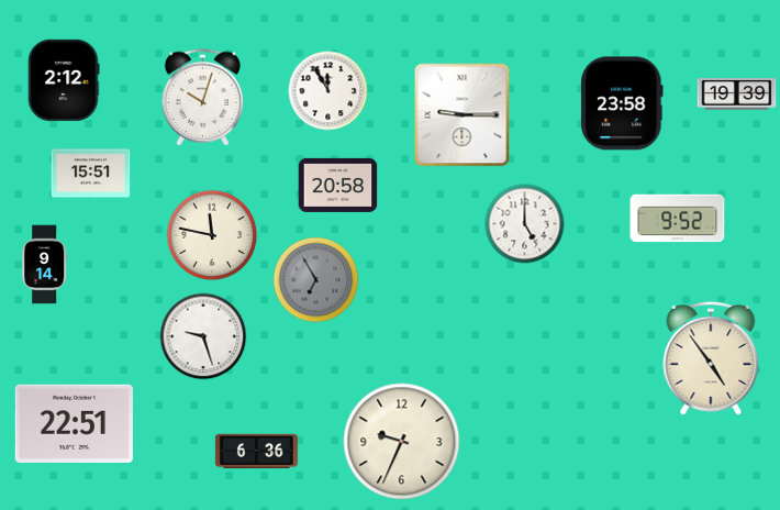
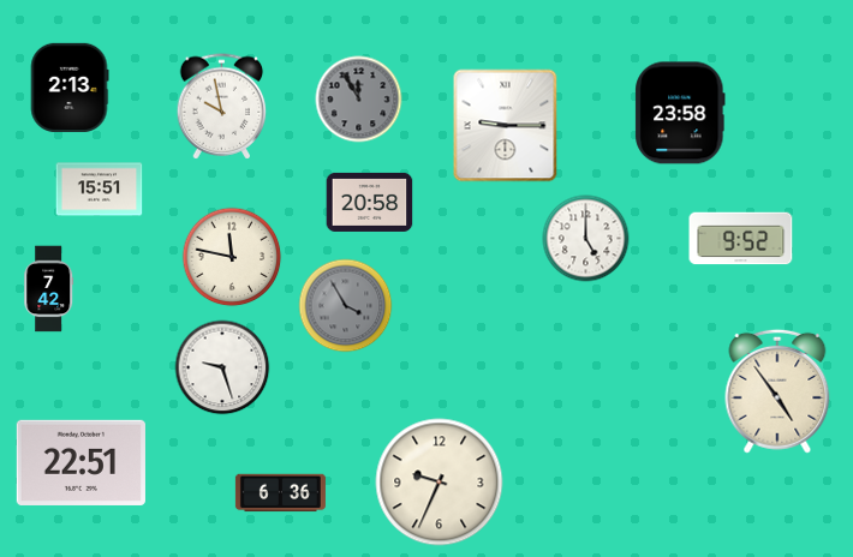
clock at (64, 80): 2:12 -> 2:13
clock at (328, 91) dial: white -> grey
clock at (737, 95): 19:39 -> none
clock at (203, 98): 10:03 -> 9:58
clock at (525, 224) position: (525, 224) -> (586, 239)
clock at (45, 265): 9:14 -> 7:42
clock at (316, 280): 6:55 -> 3:55
